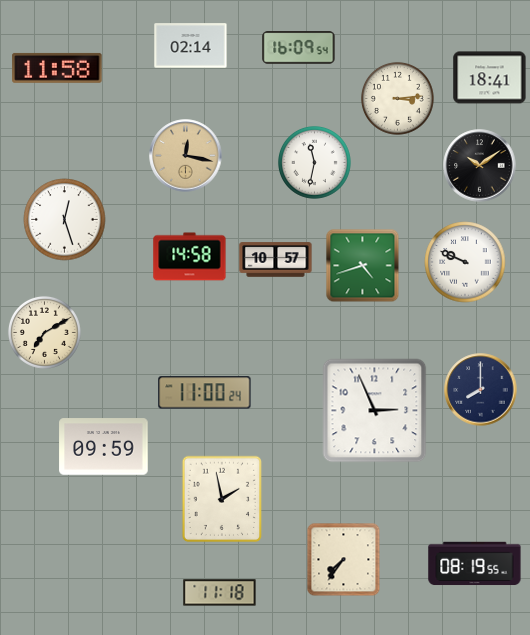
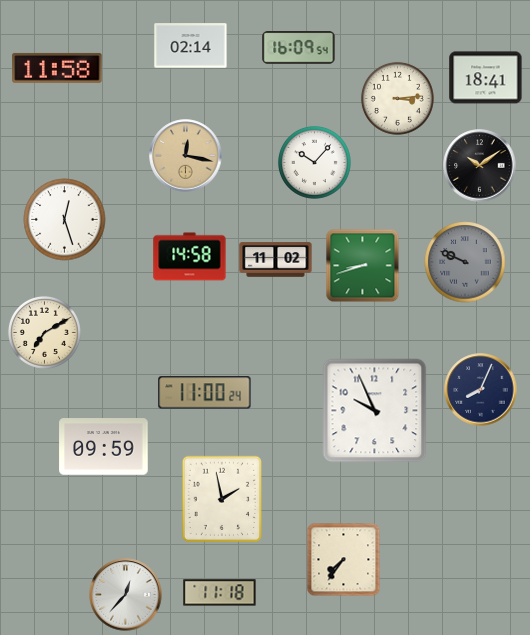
clock at (490, 78) position: (490, 78) -> (486, 78)
clock at (314, 162): 11:32 -> 10:07
clock at (276, 260): 10:57 -> 11:02
clock at (465, 262) dial: white -> grey
clock at (363, 266): 4:42 -> 8:42
clock at (481, 390): 8:00 -> 8:04
clock at (375, 411): 2:56 -> 9:56
clock at (475, 564): 08:19 -> none
clock at (126, 595): none -> 12:37
